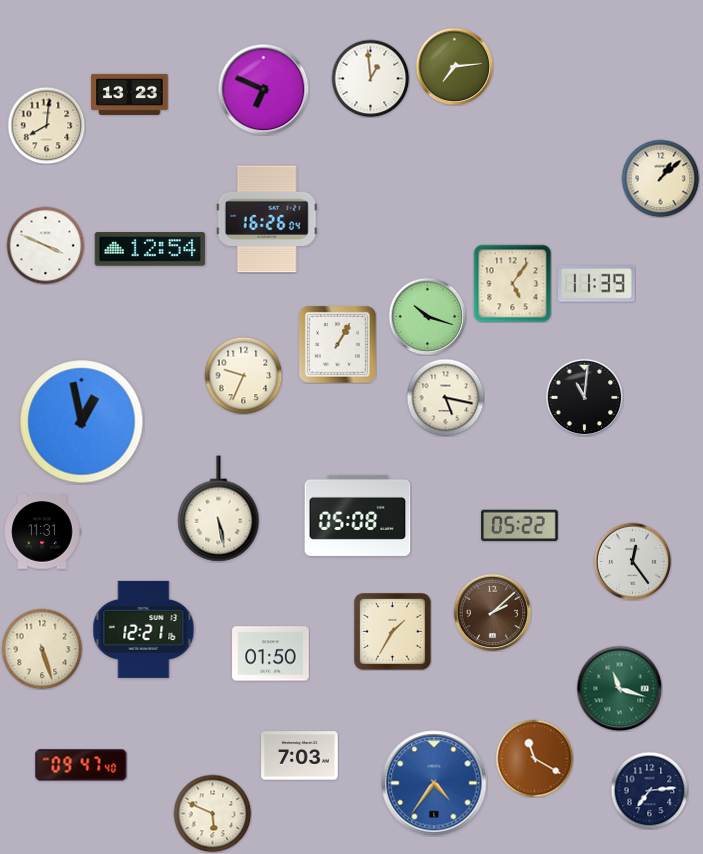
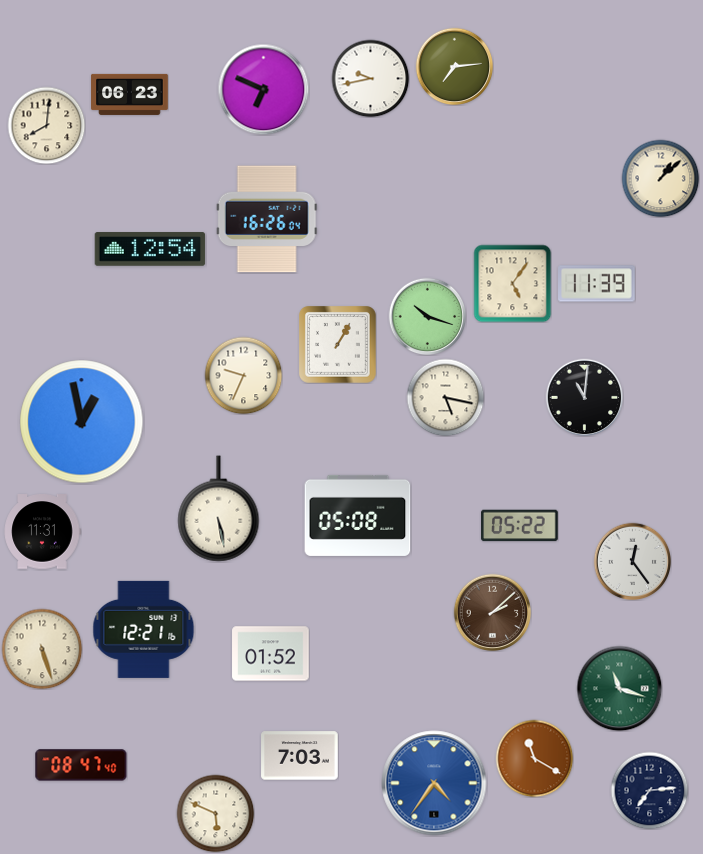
clock at (370, 78): 12:59 -> 9:43
clock at (130, 94): 13:23 -> 06:23
clock at (45, 245): 3:49 -> none
clock at (393, 632): 1:35 -> none
clock at (271, 654): 01:50 -> 01:52
clock at (81, 765): 09:47 -> 08:47
clock at (212, 813) position: (212, 813) -> (215, 813)
